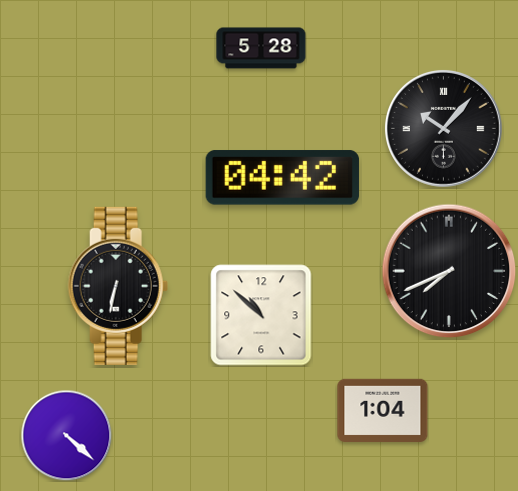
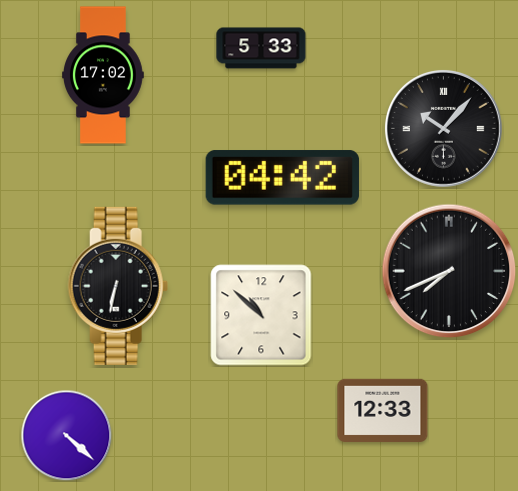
clock at (261, 48): 5:28 -> 5:33
clock at (104, 75): none -> 17:02
clock at (383, 410): 1:04 -> 12:33
